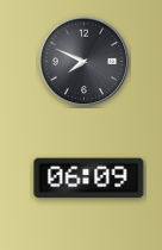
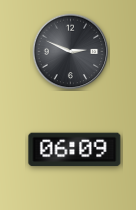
clock at (85, 62): 7:49 -> 2:49
